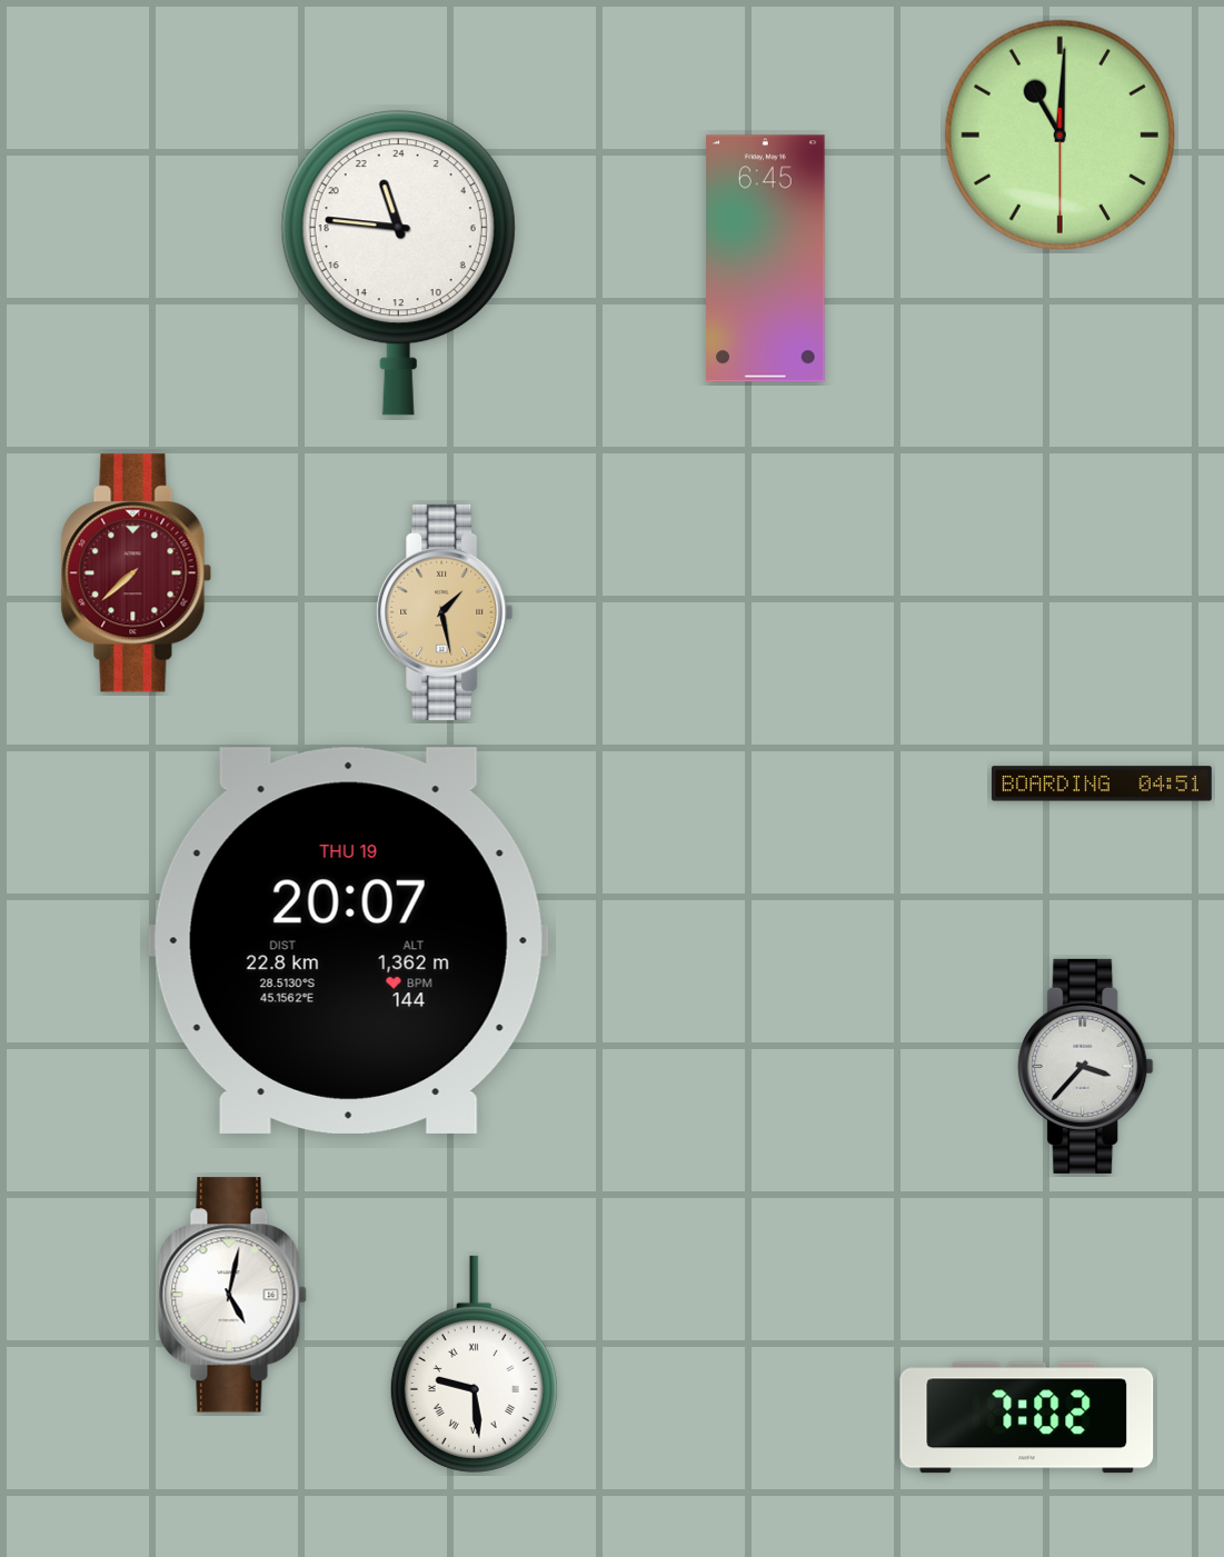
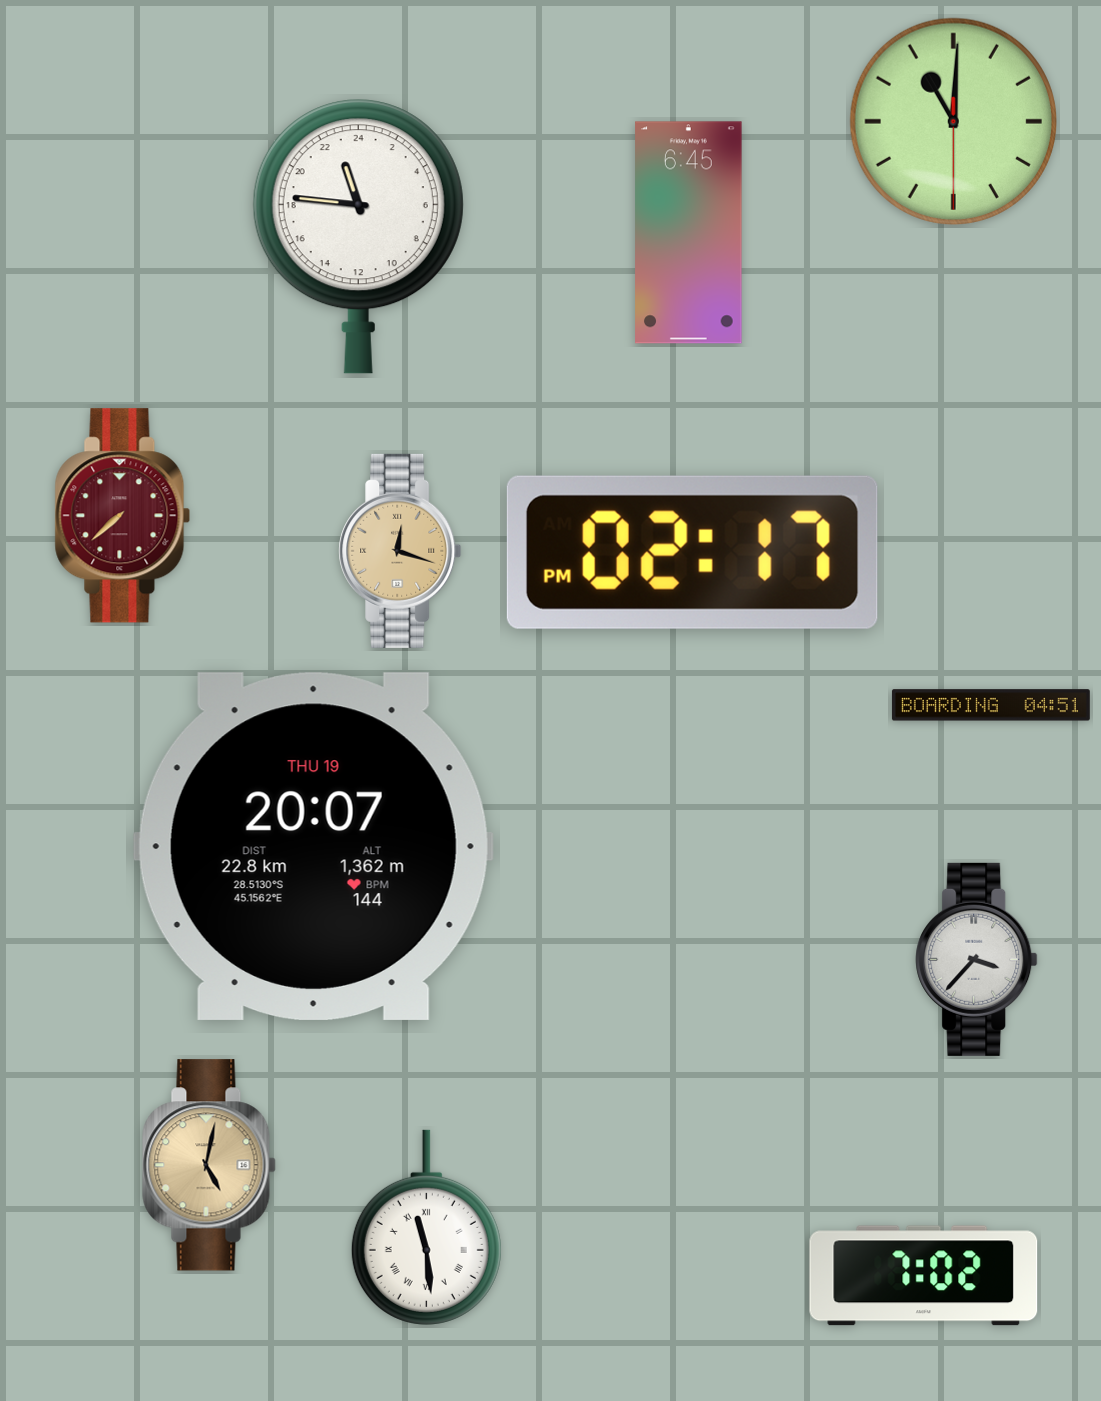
clock at (445, 612): 1:28 -> 12:18
clock at (692, 552): none -> 02:17
clock at (232, 1295) dial: white -> champagne
clock at (474, 1364): 9:29 -> 11:29
